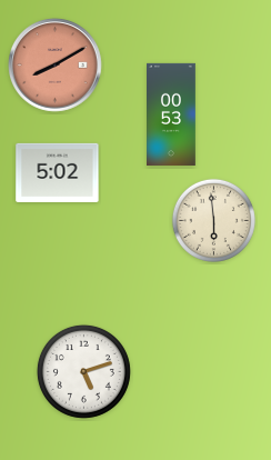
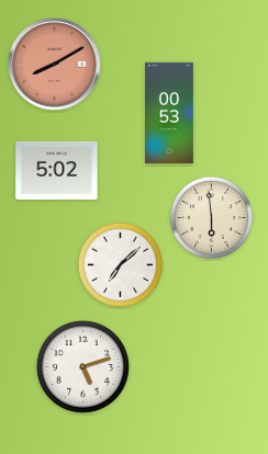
clock at (120, 264): none -> 7:08
